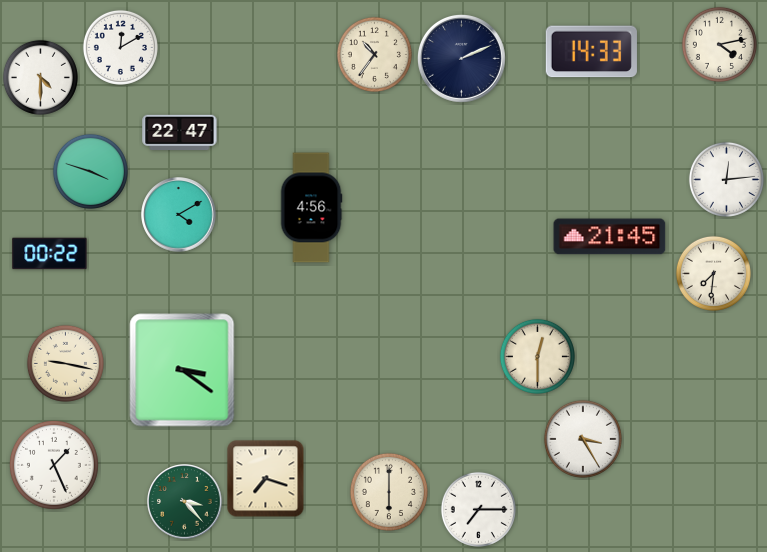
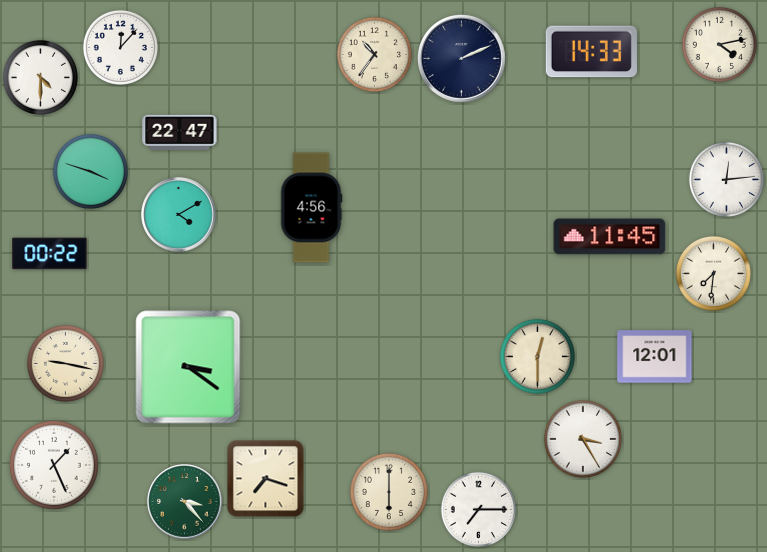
clock at (120, 47): 12:10 -> 12:07
clock at (610, 237): 21:45 -> 11:45
clock at (655, 357): none -> 12:01
clock at (182, 370) position: (182, 370) -> (188, 367)
